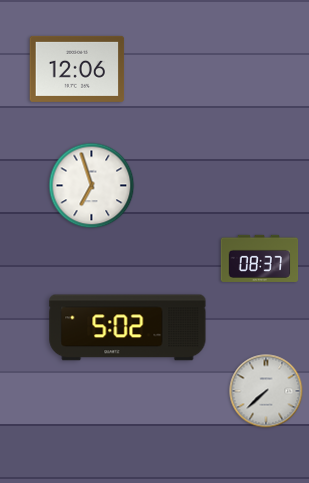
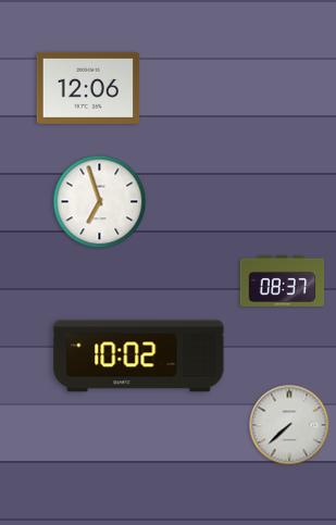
clock at (77, 69) position: (77, 69) -> (88, 88)
clock at (128, 328): 5:02 -> 10:02
